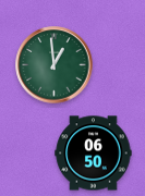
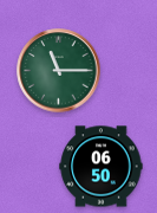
clock at (55, 65): 12:59 -> 11:15
